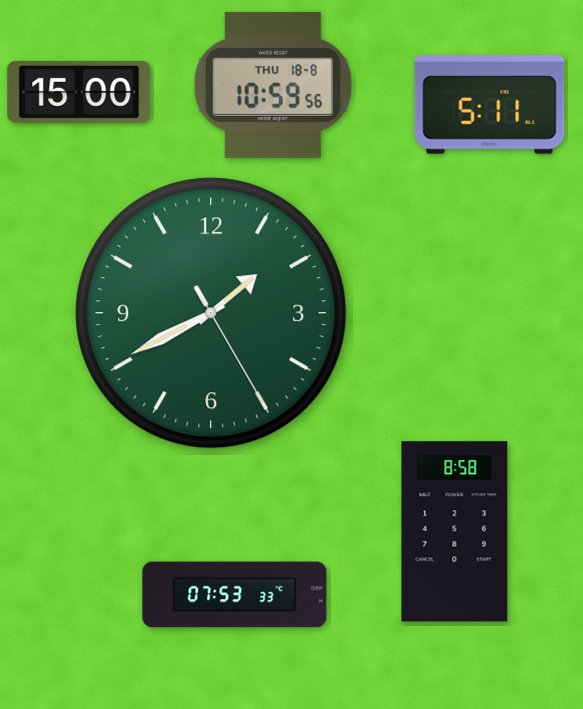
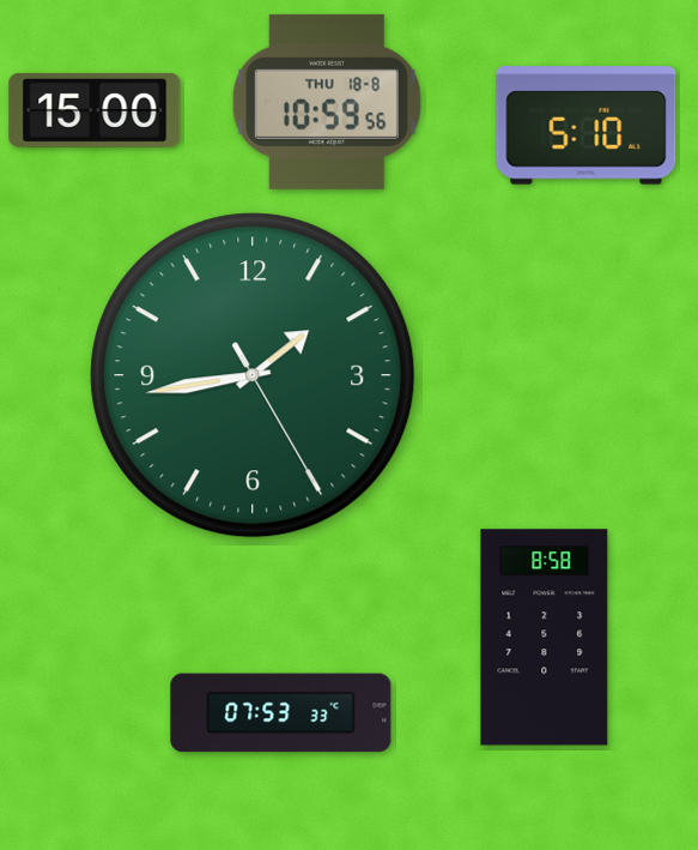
clock at (490, 105): 5:11 -> 5:10
clock at (211, 313): 1:40 -> 1:43
